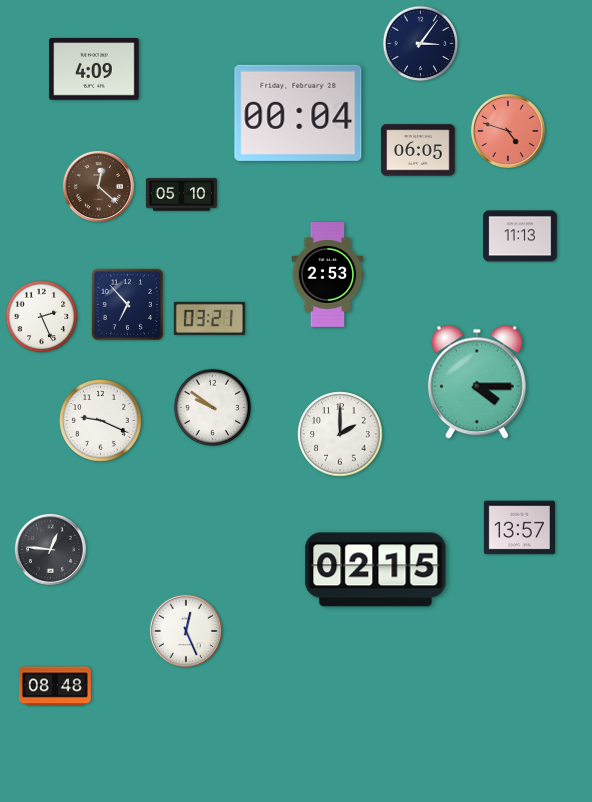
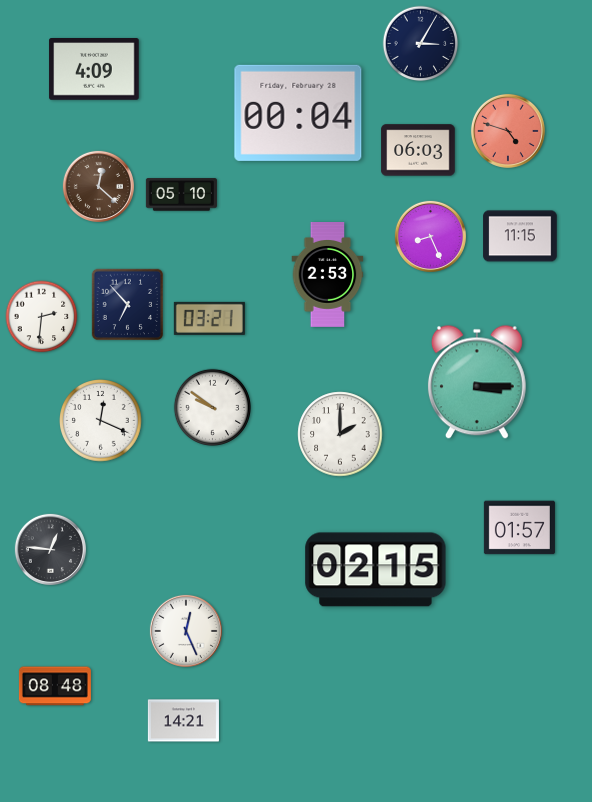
clock at (421, 44): 3:06 -> 3:05
clock at (418, 150): 06:05 -> 06:03
clock at (430, 236): none -> 8:26
clock at (520, 236): 11:13 -> 11:15
clock at (42, 317): 2:26 -> 2:31
clock at (477, 382): 4:15 -> 3:15
clock at (101, 421): 9:19 -> 12:19
clock at (519, 528): 13:57 -> 01:57
clock at (183, 721): none -> 14:21
